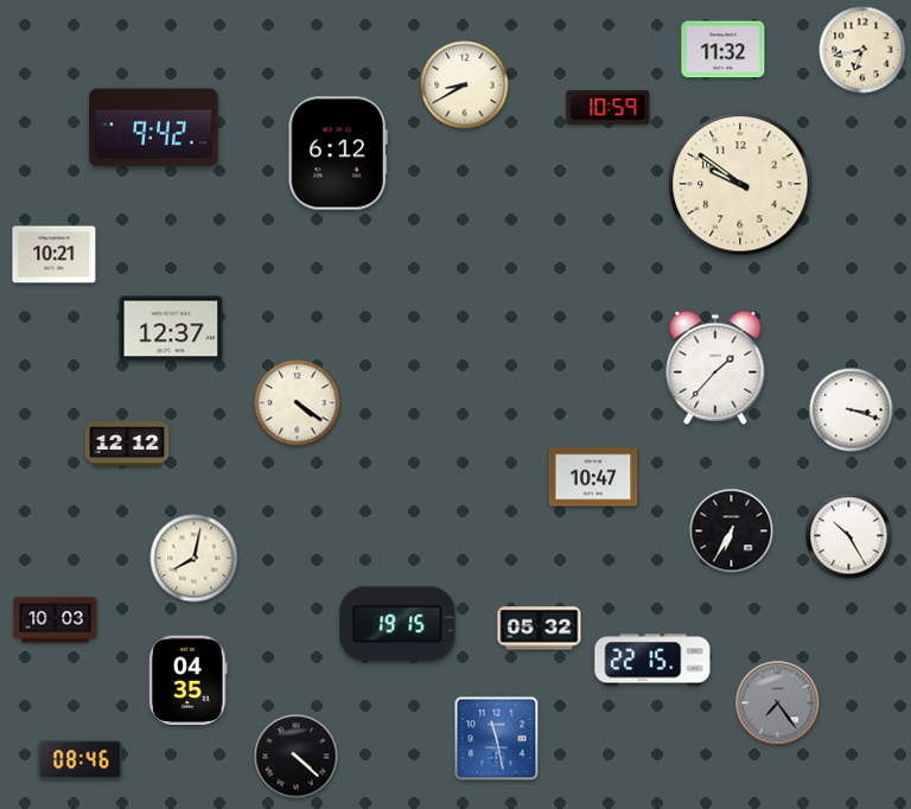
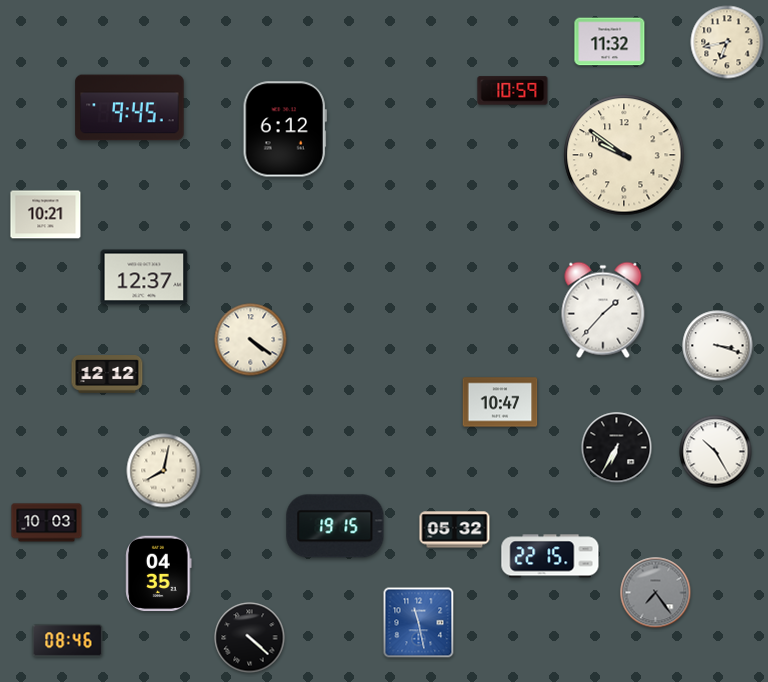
clock at (465, 85): 8:40 -> none
clock at (154, 128): 9:42 -> 9:45
